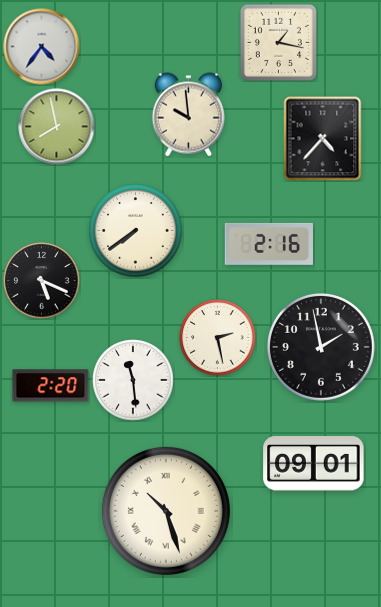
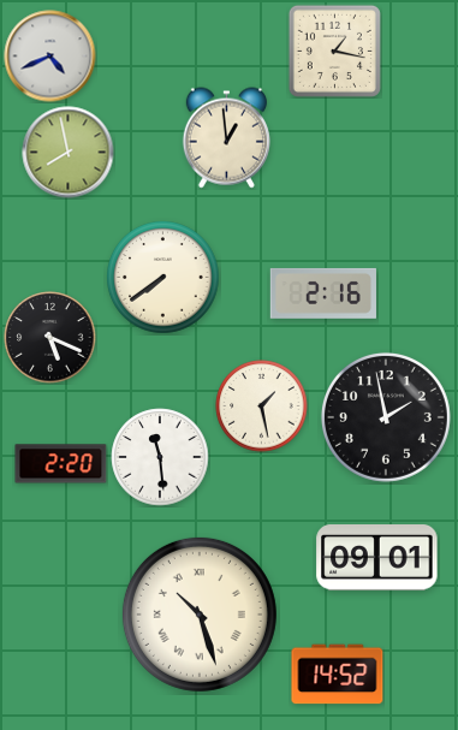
clock at (42, 47): 4:36 -> 4:41
clock at (188, 115): 9:59 -> 12:59
clock at (323, 139): 4:37 -> none
clock at (218, 338): 2:28 -> 1:28
clock at (338, 675): none -> 14:52
